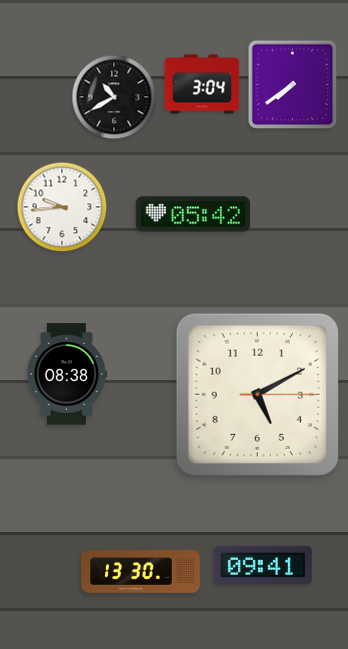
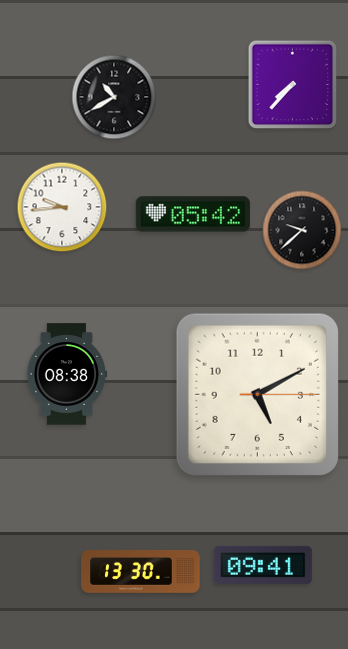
clock at (202, 84): 3:04 -> none
clock at (293, 85): 7:39 -> 7:37
clock at (302, 230): none -> 9:38
